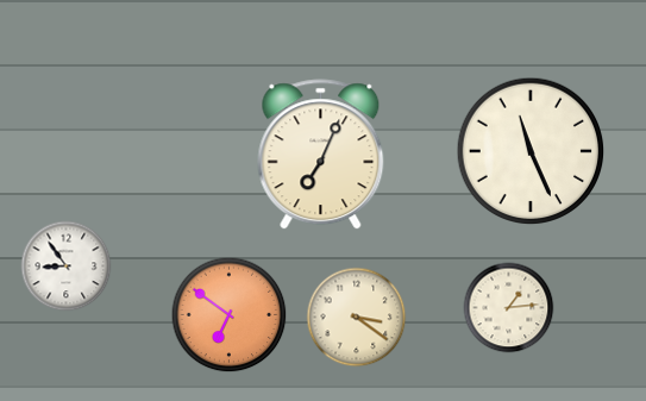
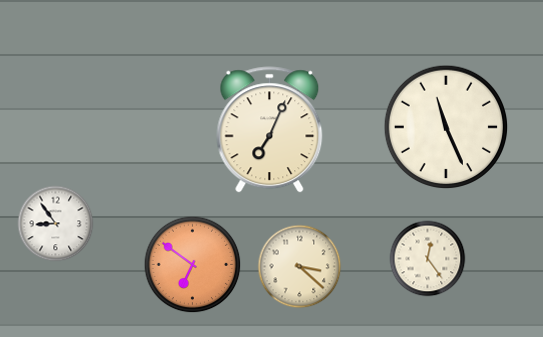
clock at (509, 308): 1:14 -> 12:24
clock at (357, 318): 3:21 -> 3:22
